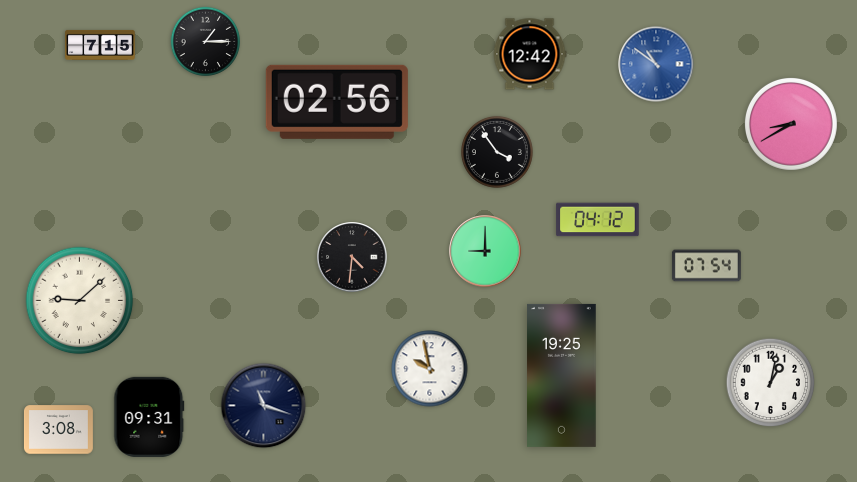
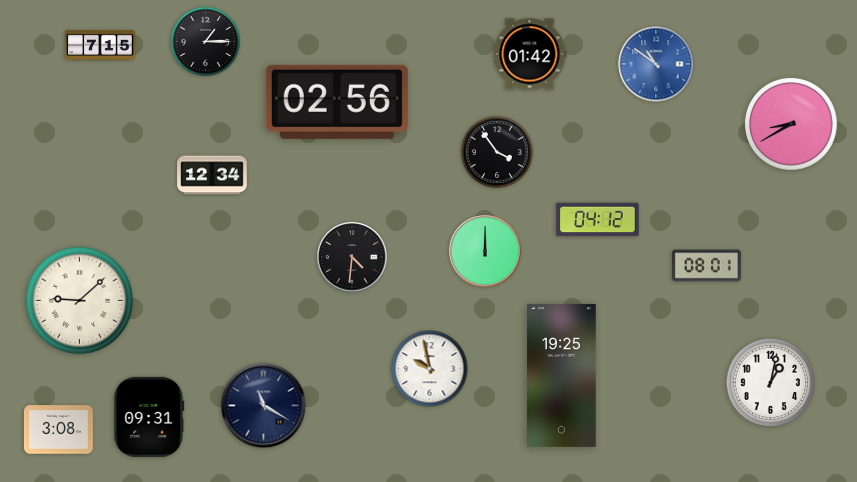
clock at (530, 54): 12:42 -> 01:42
clock at (212, 175): none -> 12:34
clock at (485, 251): 9:00 -> 12:00
clock at (706, 266): 07:54 -> 08:01
clock at (264, 406): 11:18 -> 11:20
